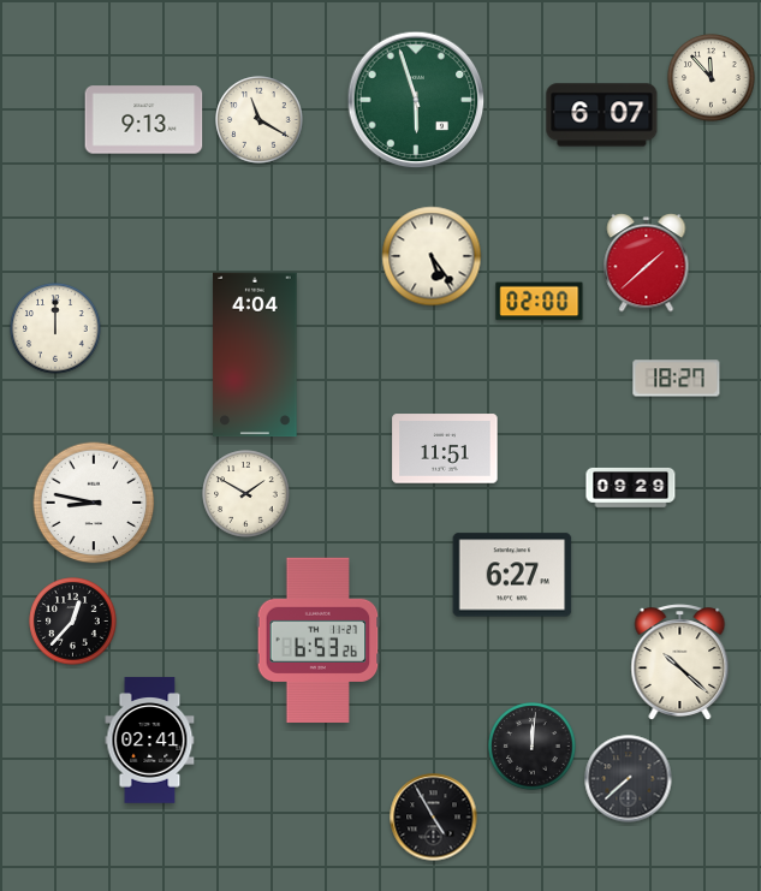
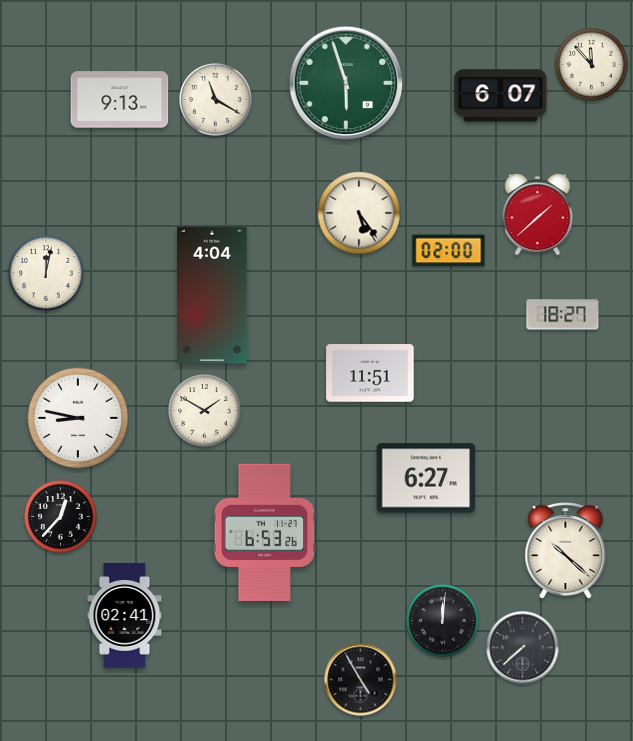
clock at (647, 263) position: (647, 263) -> (538, 215)
clock at (55, 328): 12:00 -> 12:02
clock at (631, 487): 09:29 -> none
